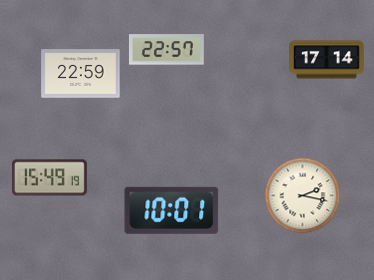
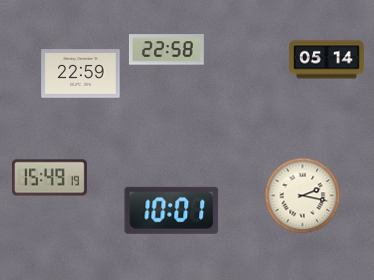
clock at (166, 50): 22:57 -> 22:58
clock at (327, 60): 17:14 -> 05:14
